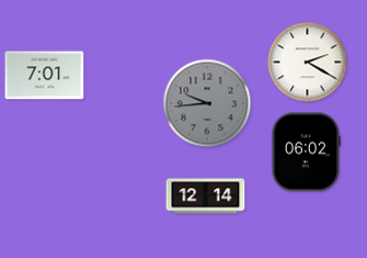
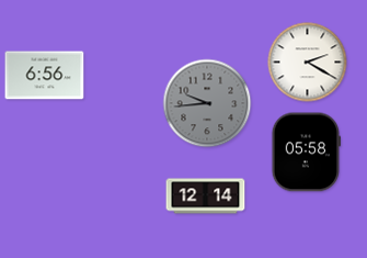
clock at (45, 76): 7:01 -> 6:56
clock at (306, 153): 06:02 -> 05:58
